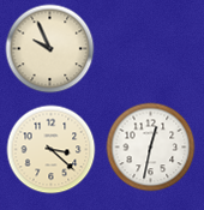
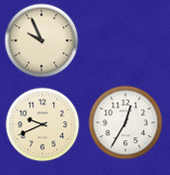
clock at (151, 148): 12:32 -> 12:35
clock at (52, 150): 3:22 -> 9:41
